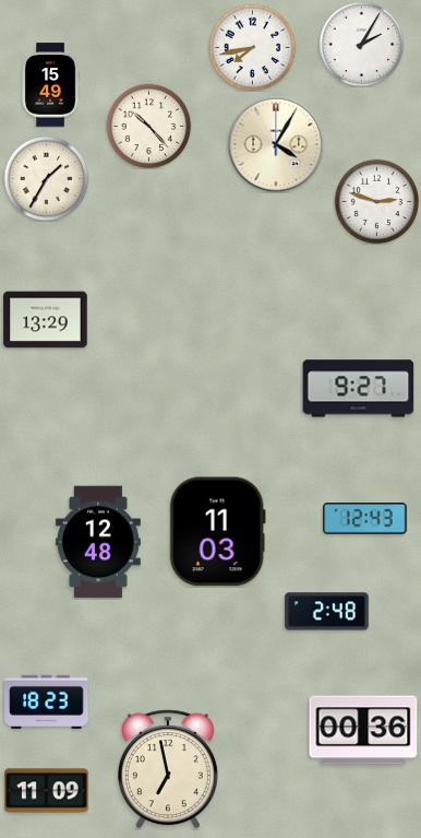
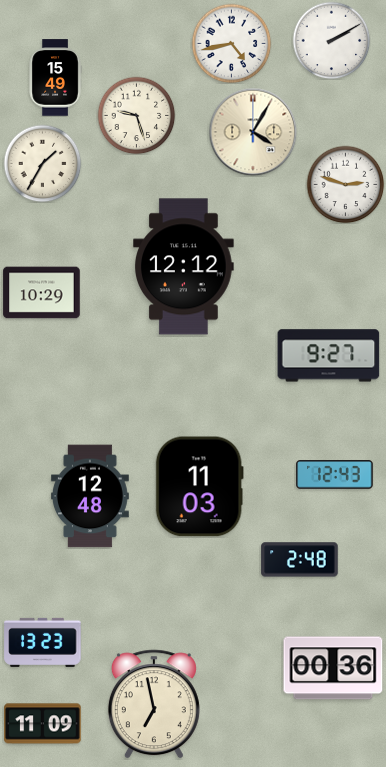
clock at (361, 44): 2:05 -> 2:10
clock at (252, 47): 7:43 -> 4:43
clock at (50, 85) position: (50, 85) -> (55, 78)
clock at (148, 126): 10:23 -> 9:27
clock at (184, 267): none -> 12:12
clock at (46, 320): 13:29 -> 10:29
clock at (47, 701): 18:23 -> 13:23
